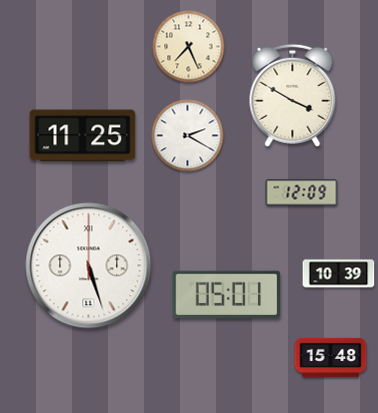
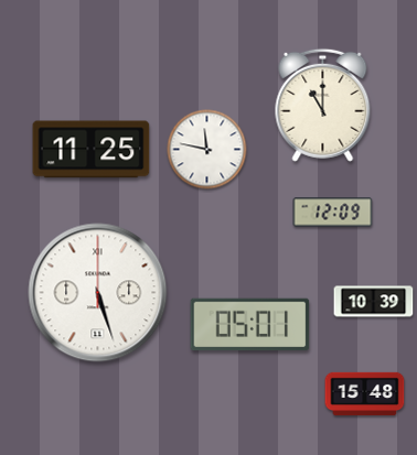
clock at (189, 47): 7:26 -> none
clock at (293, 95): 3:50 -> 11:00
clock at (188, 136): 2:20 -> 11:47
